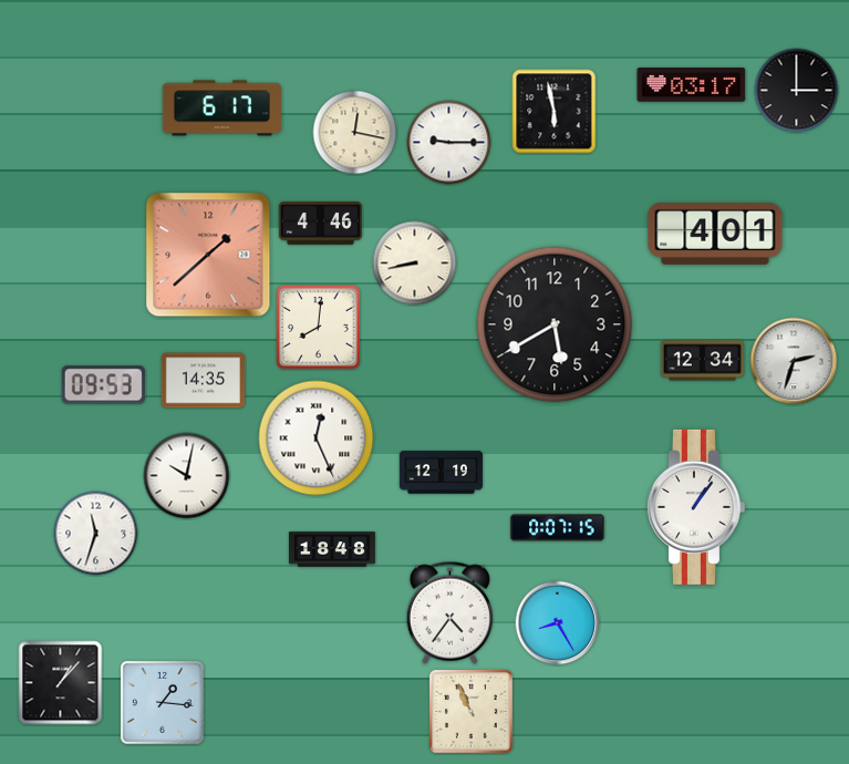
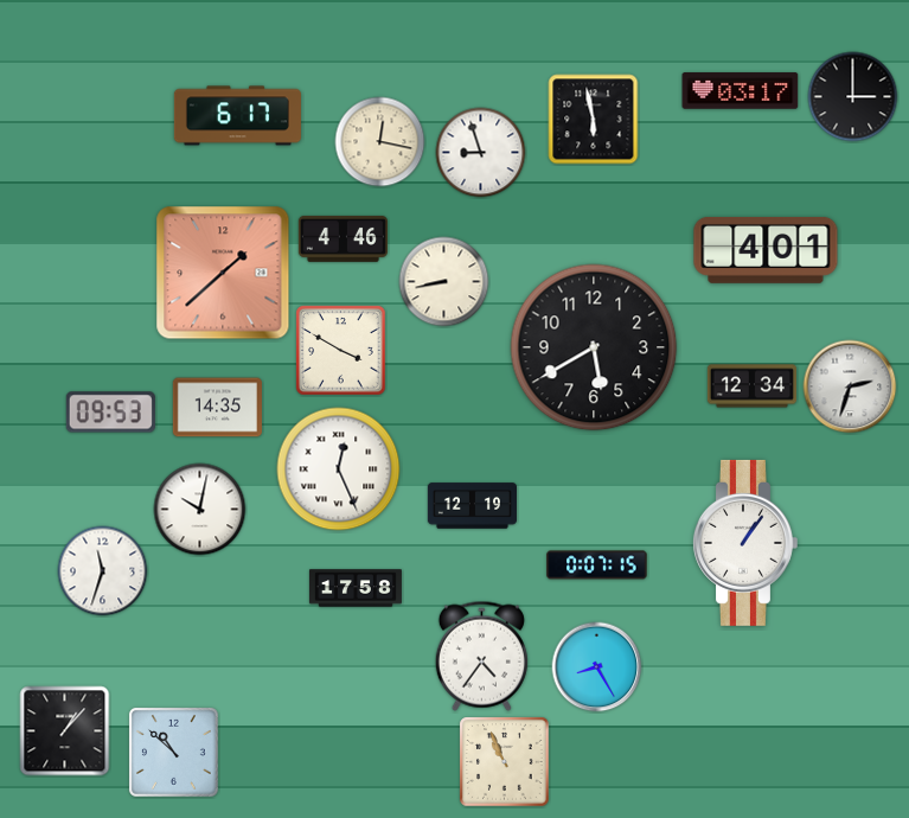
clock at (449, 143): 9:15 -> 8:57
clock at (319, 328): 8:01 -> 3:50
clock at (332, 549): 18:48 -> 17:58
clock at (162, 702): 1:16 -> 10:52
